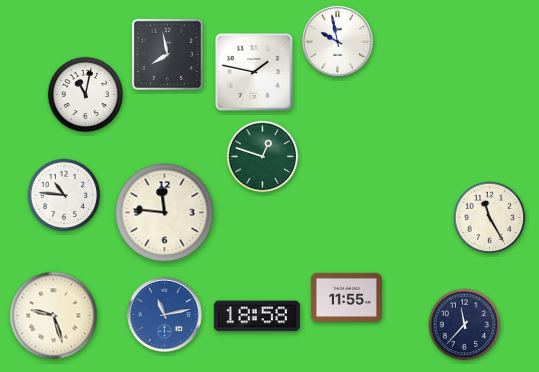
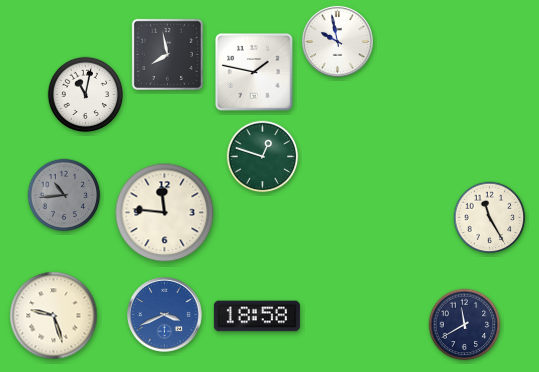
clock at (64, 195): 10:46 -> 10:44
clock at (64, 195) dial: white -> grey
clock at (346, 297): 11:55 -> none
clock at (165, 315): 11:13 -> 3:41
clock at (465, 325): 11:37 -> 11:40
